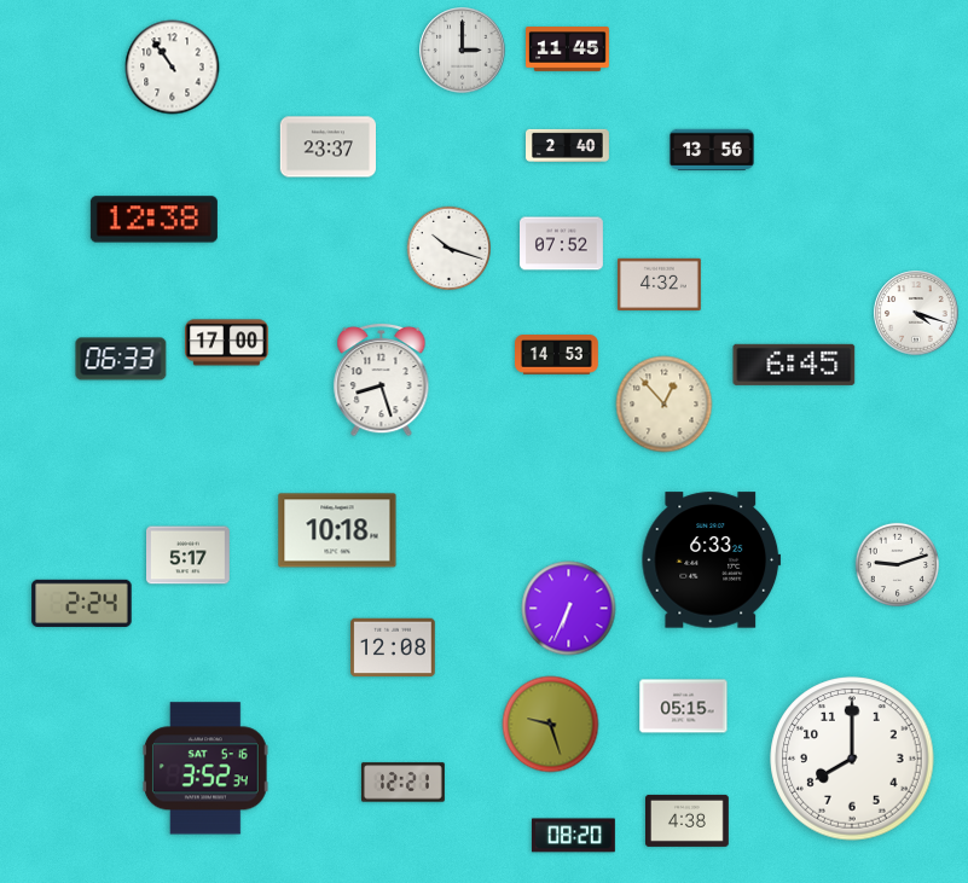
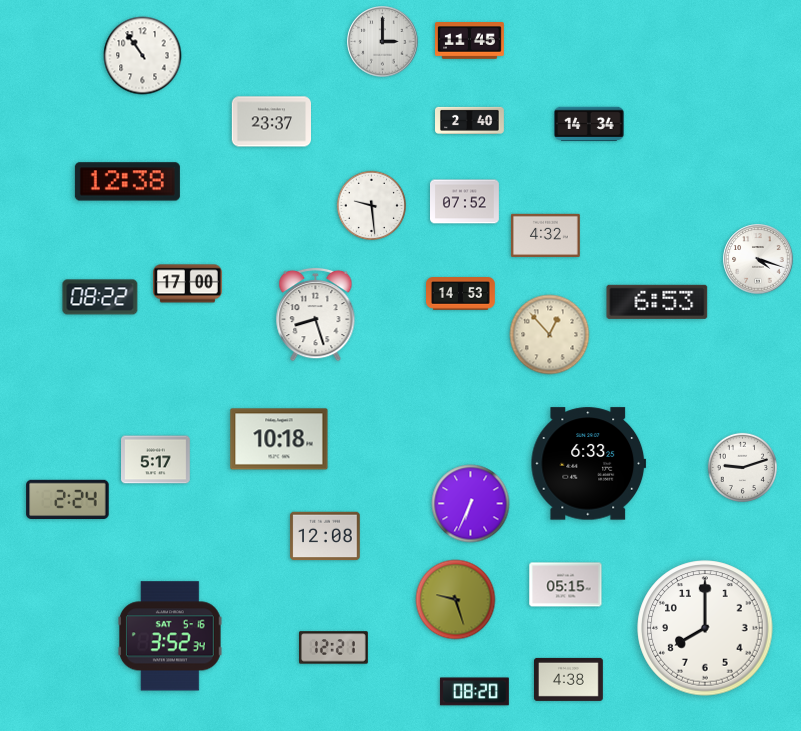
clock at (712, 150): 13:56 -> 14:34
clock at (448, 248): 10:18 -> 9:29
clock at (121, 359): 06:33 -> 08:22
clock at (794, 365): 6:45 -> 6:53
